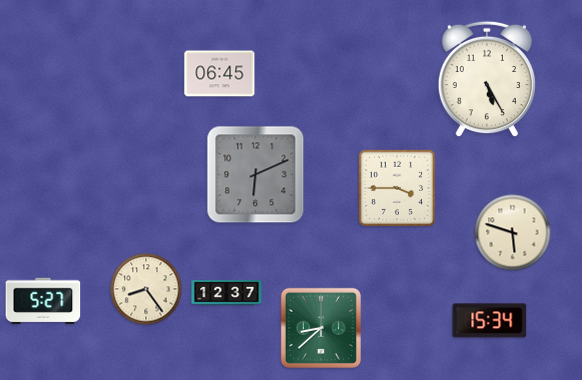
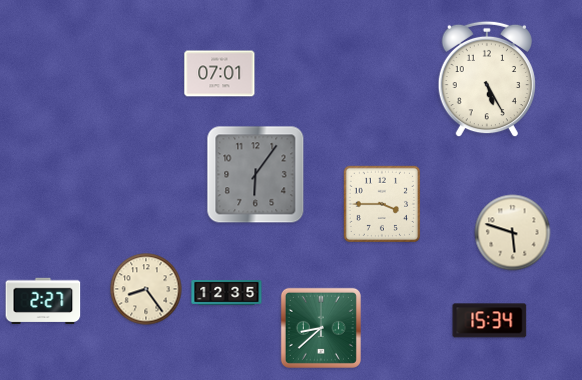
clock at (220, 74): 06:45 -> 07:01
clock at (256, 175): 6:11 -> 6:06
clock at (396, 187) position: (396, 187) -> (381, 203)
clock at (227, 293): 12:37 -> 12:35
clock at (43, 300): 5:27 -> 2:27
